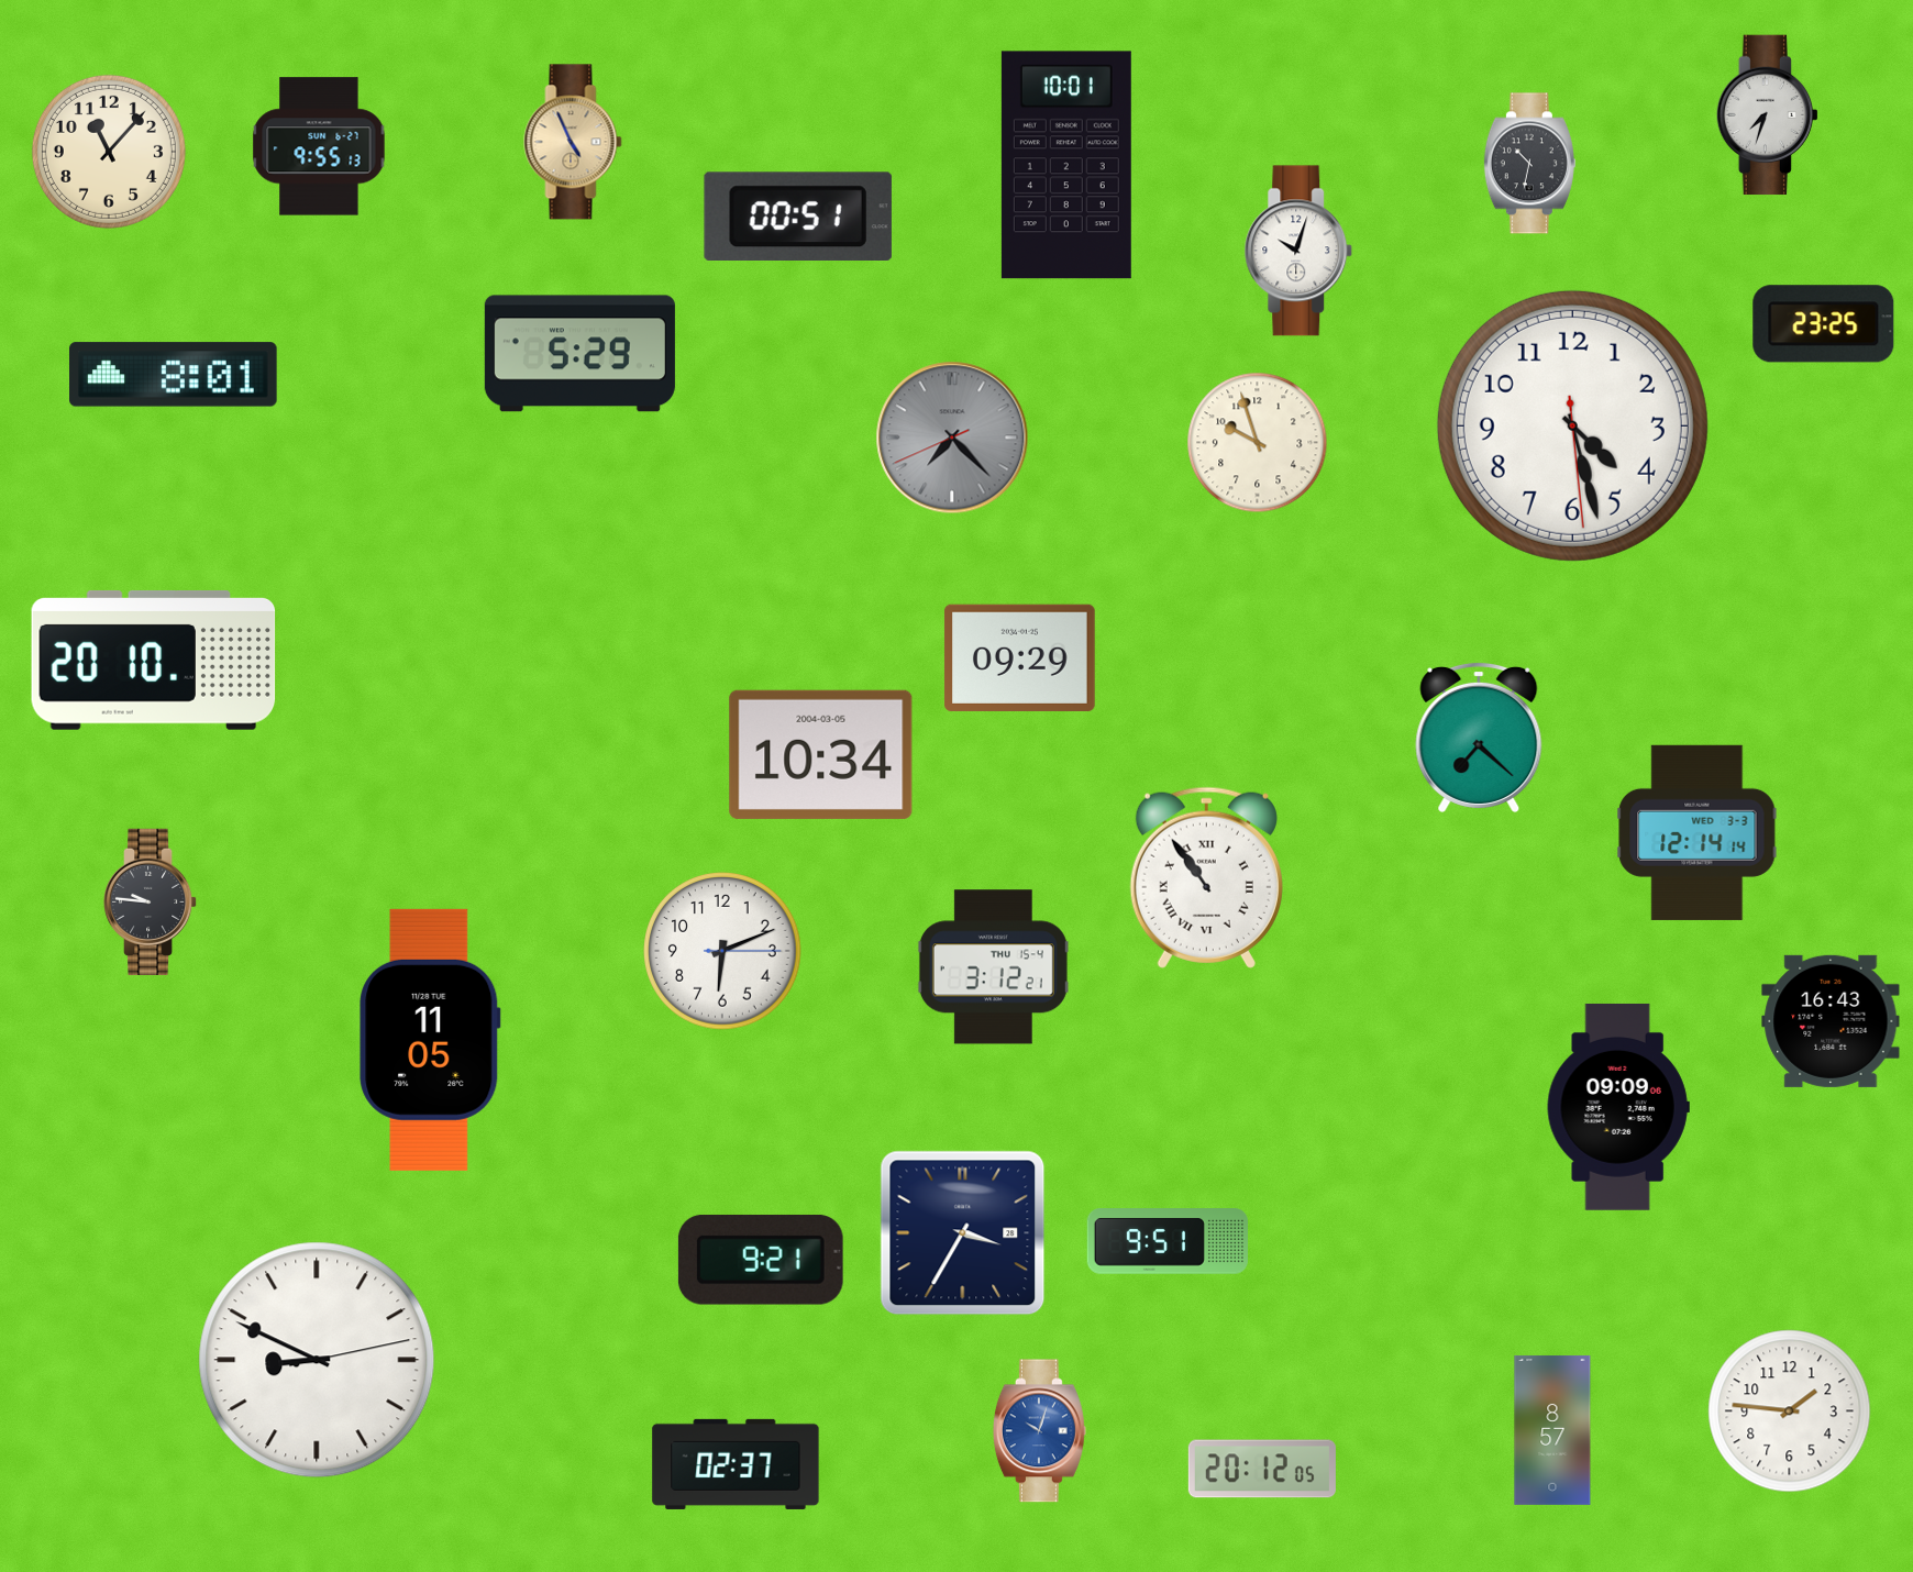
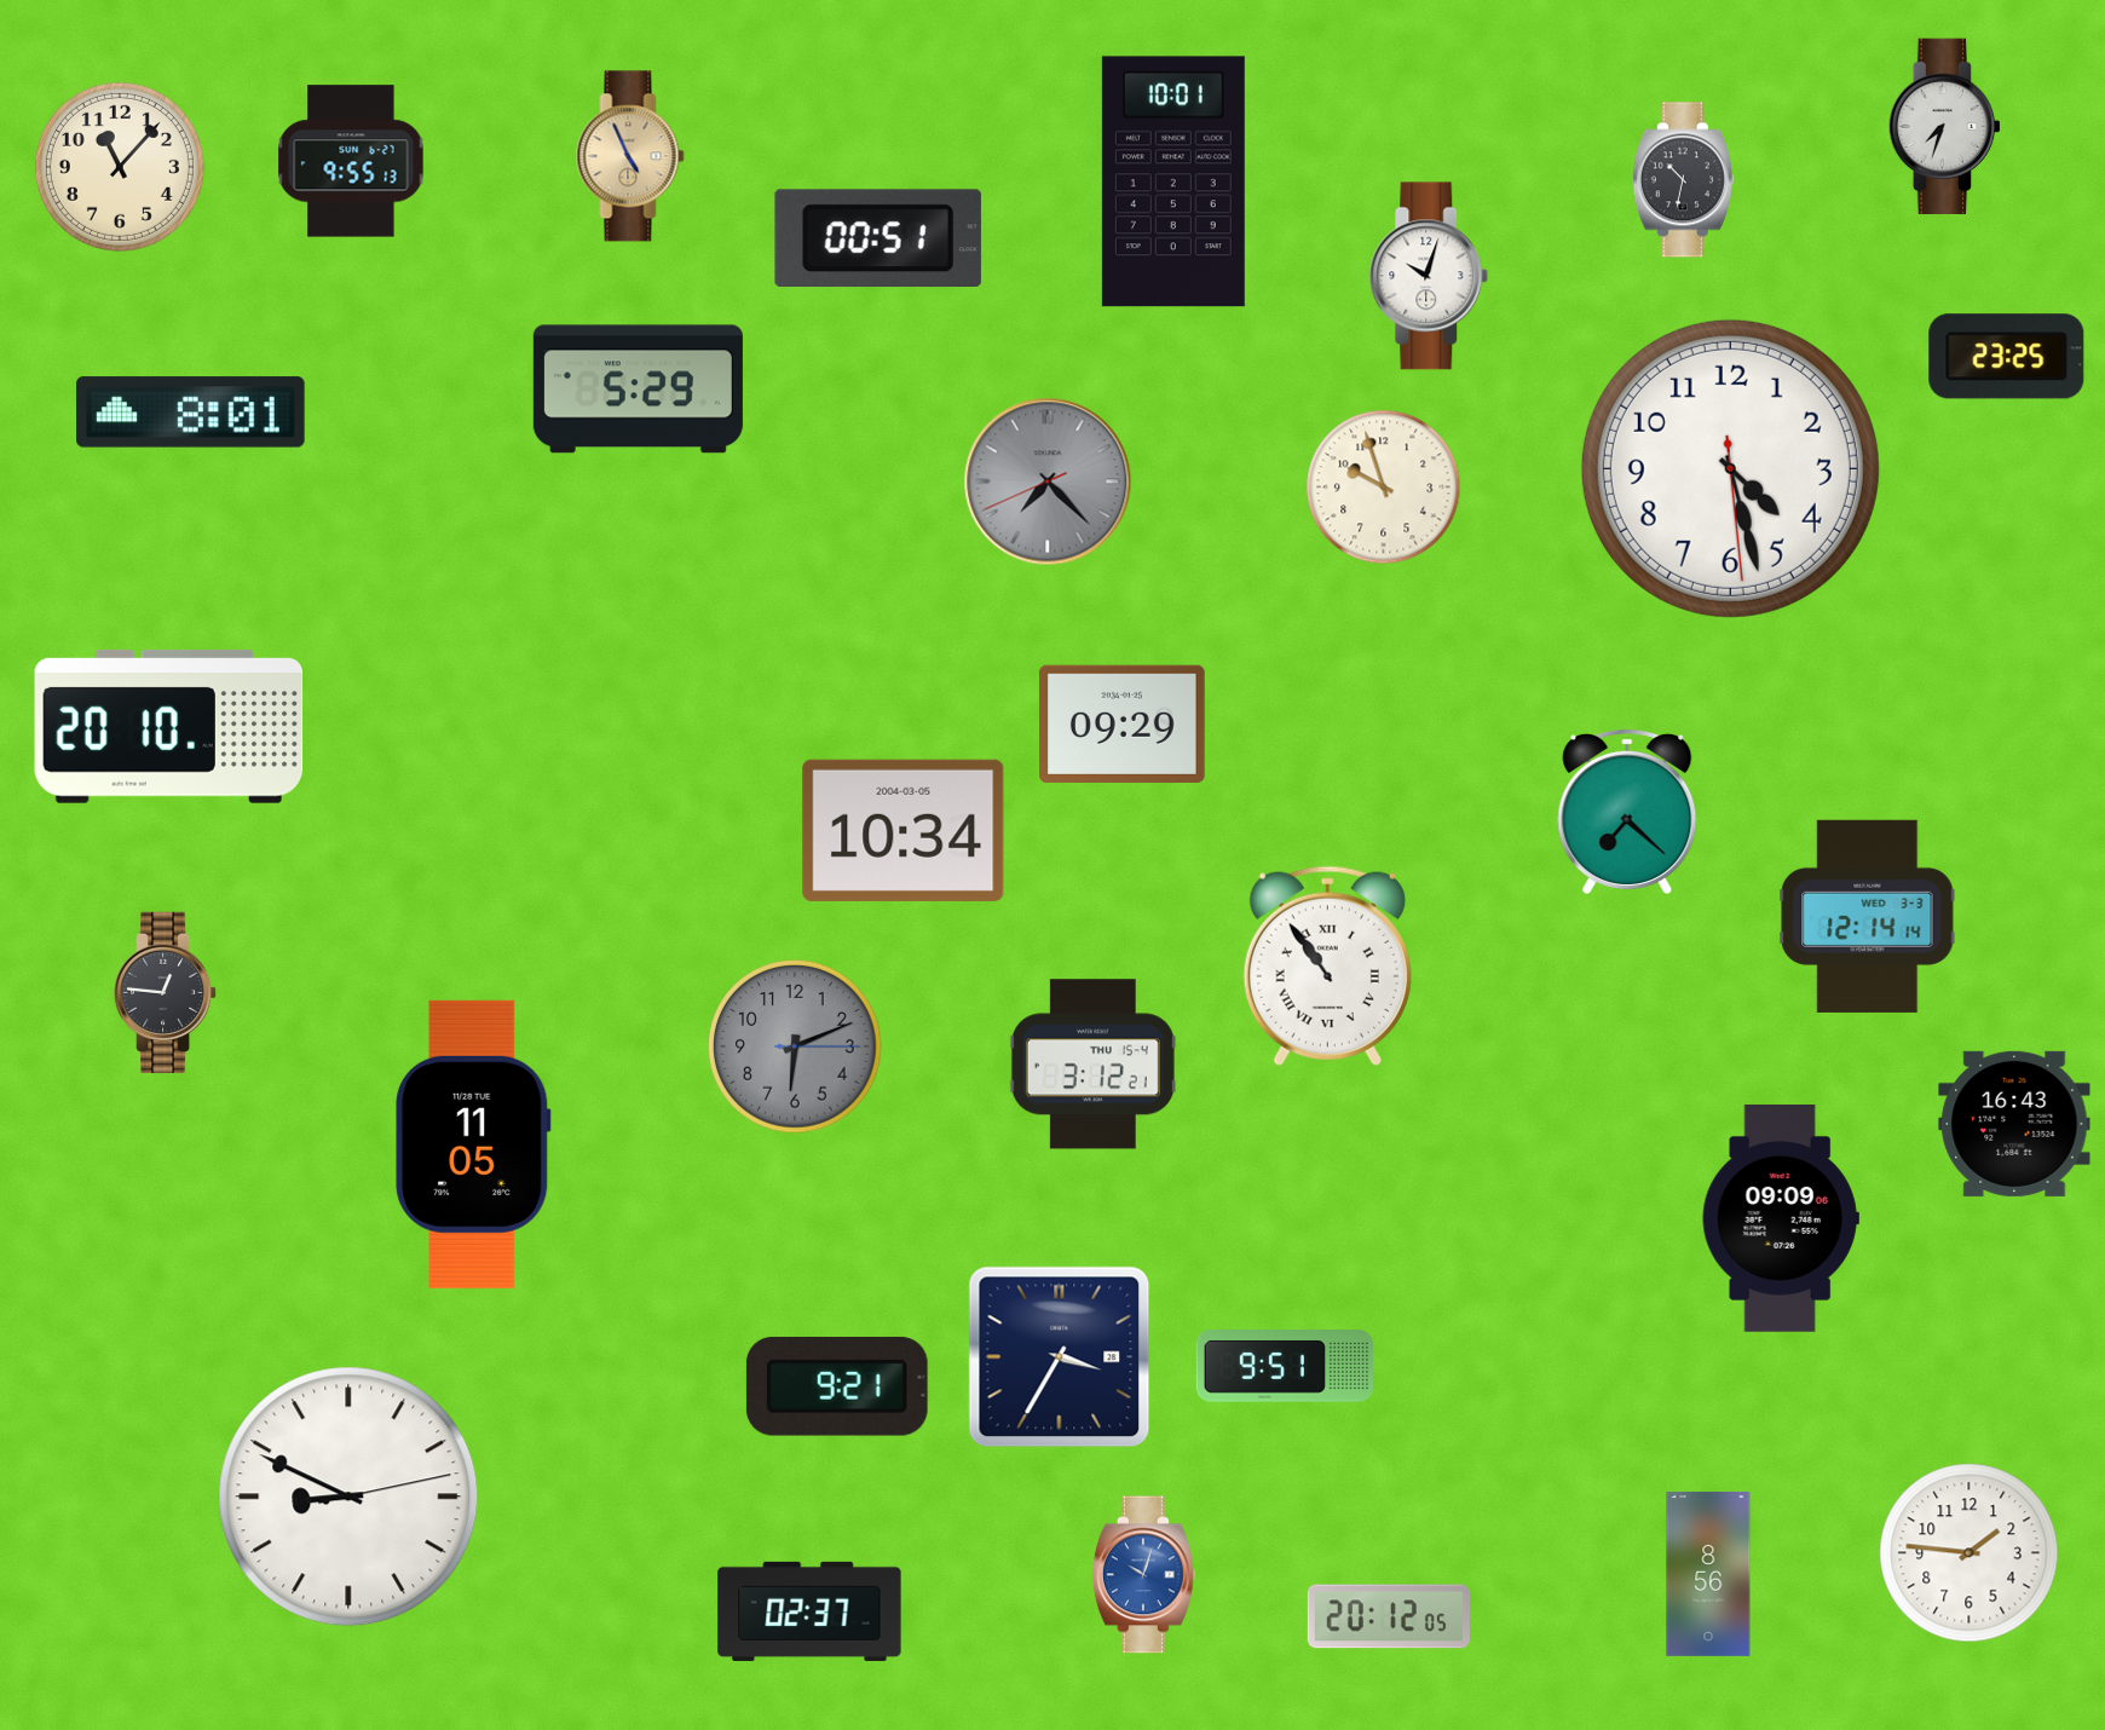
clock at (151, 901): 9:46 -> 12:46
clock at (722, 951) dial: white -> grey
clock at (1552, 1430): 8:57 -> 8:56
